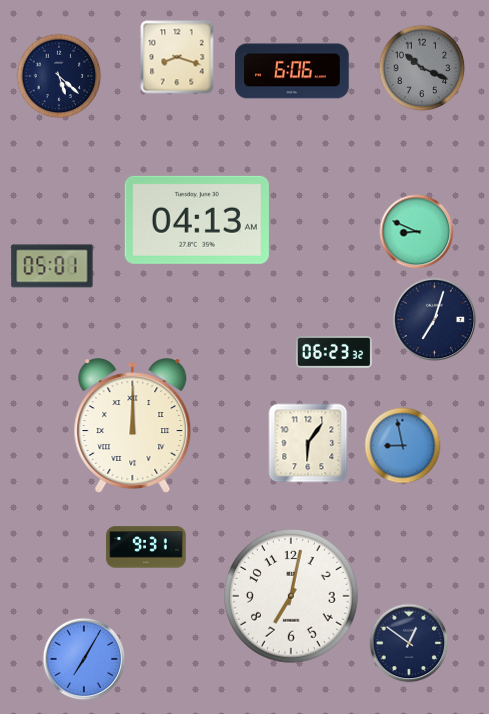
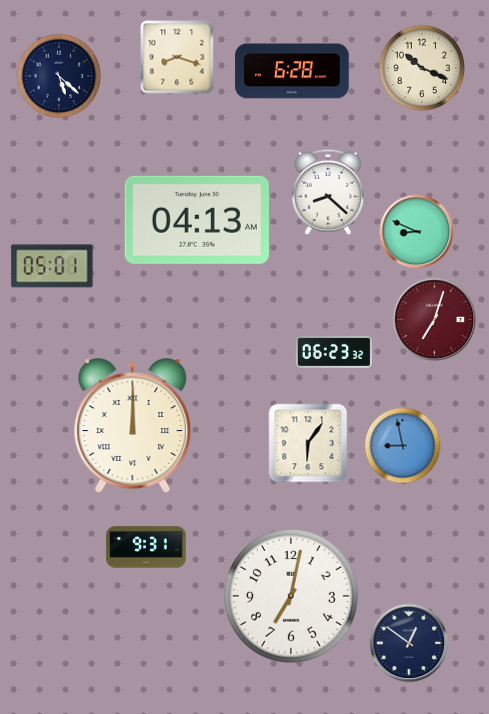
clock at (422, 68) dial: grey -> cream
clock at (292, 71): 6:06 -> 6:28
clock at (327, 192): none -> 8:22
clock at (435, 320) dial: navy -> burgundy
clock at (84, 659): 7:05 -> none
